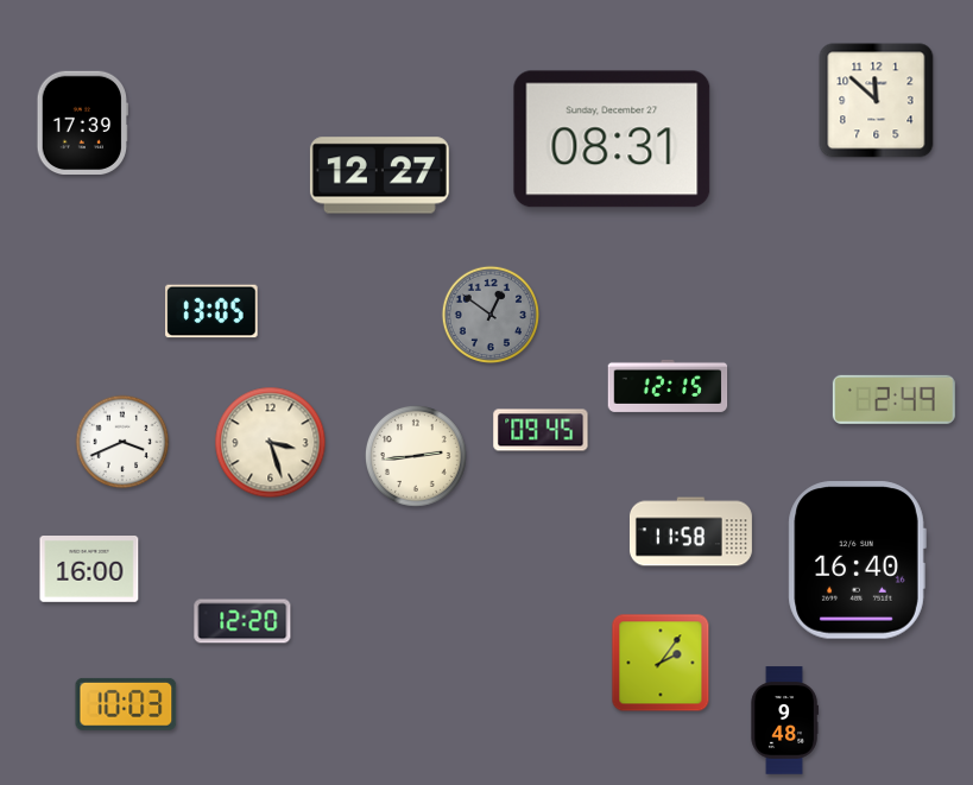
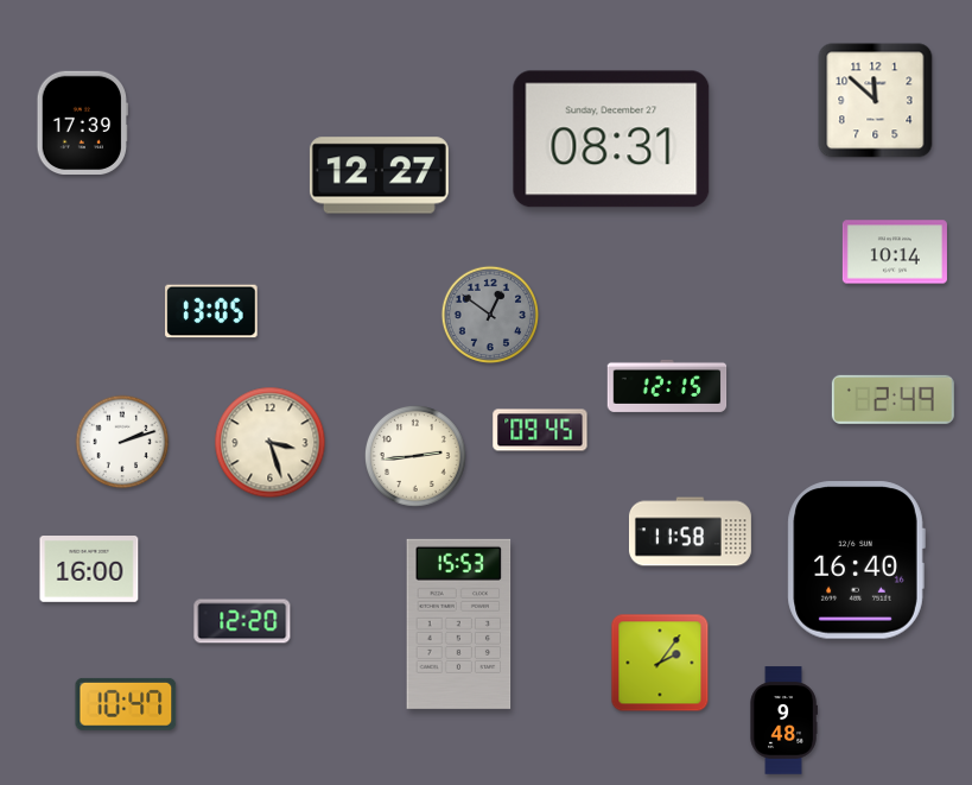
clock at (895, 252): none -> 10:14
clock at (122, 442): 3:41 -> 2:12
clock at (459, 623): none -> 15:53
clock at (126, 704): 10:03 -> 10:47
